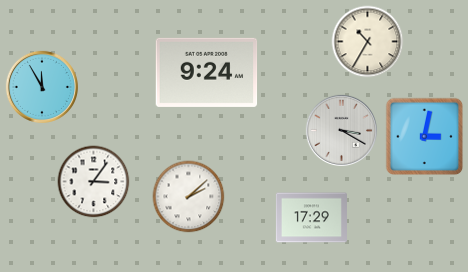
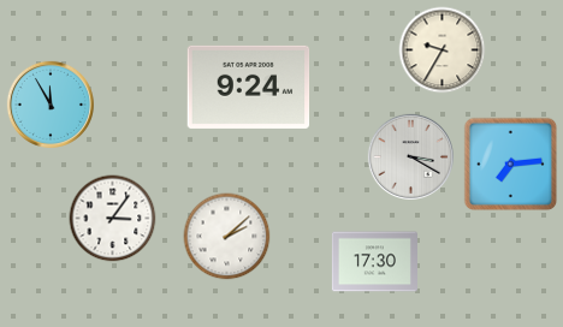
clock at (368, 42): 10:35 -> 9:35
clock at (425, 137): 3:02 -> 7:14
clock at (311, 218): 17:29 -> 17:30
